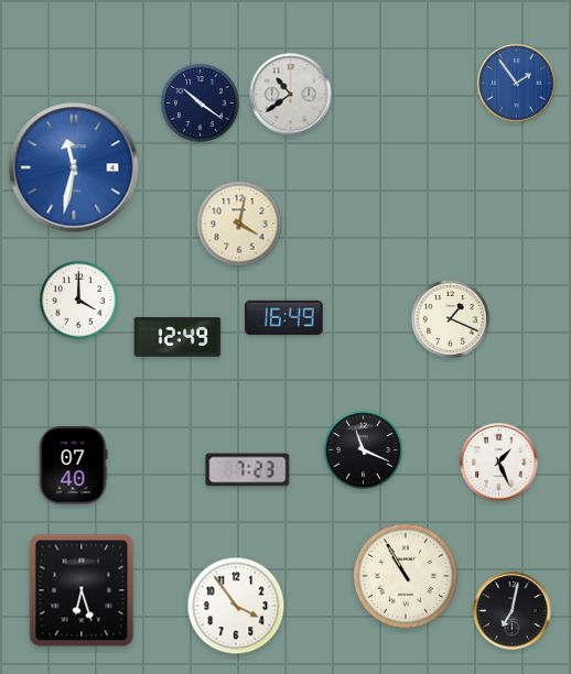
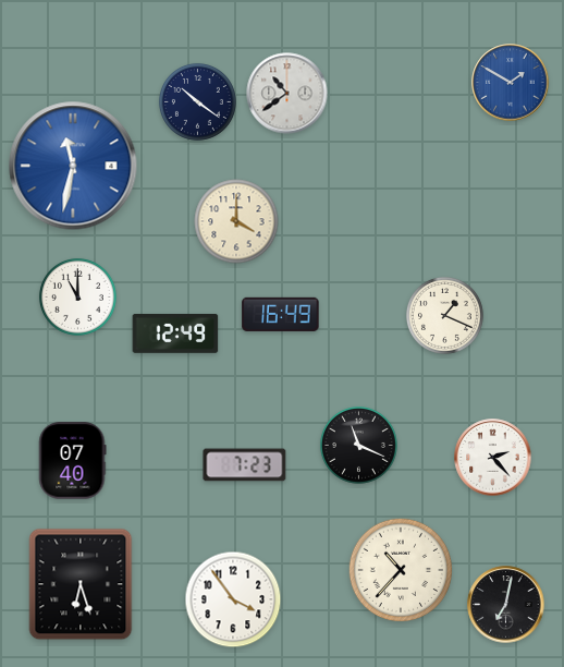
clock at (517, 84): 1:54 -> 1:50
clock at (239, 224): 4:02 -> 4:00
clock at (78, 300): 4:00 -> 11:00
clock at (499, 463): 1:26 -> 2:23
clock at (405, 575): 10:55 -> 10:37
